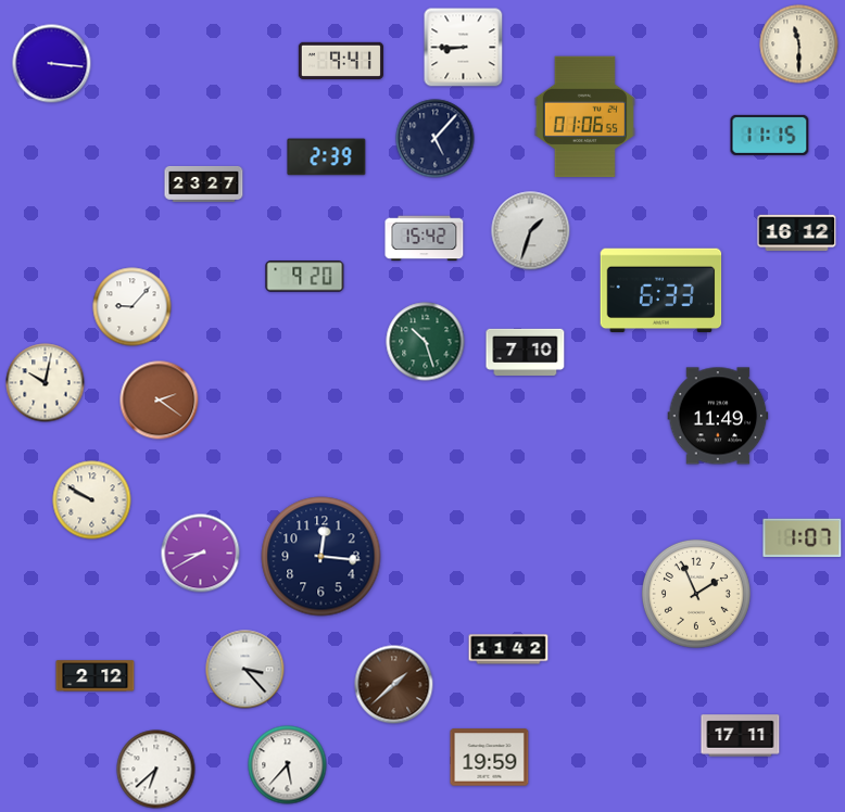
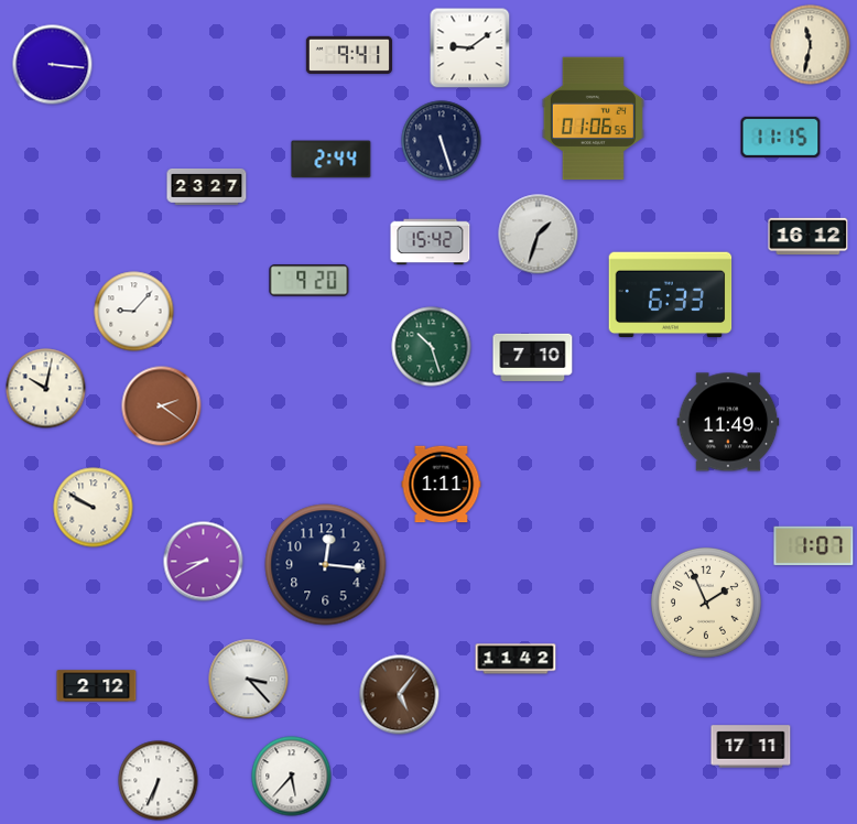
clock at (799, 45): 11:30 -> 11:32
clock at (464, 48): 8:45 -> 9:09
clock at (341, 61) position: (341, 61) -> (349, 55)
clock at (436, 139): 5:07 -> 5:27
clock at (327, 157): 2:39 -> 2:44
clock at (442, 485): none -> 1:11
clock at (394, 685): 1:38 -> 5:06
clock at (490, 758): 19:59 -> none
clock at (156, 770): 6:38 -> 6:34
